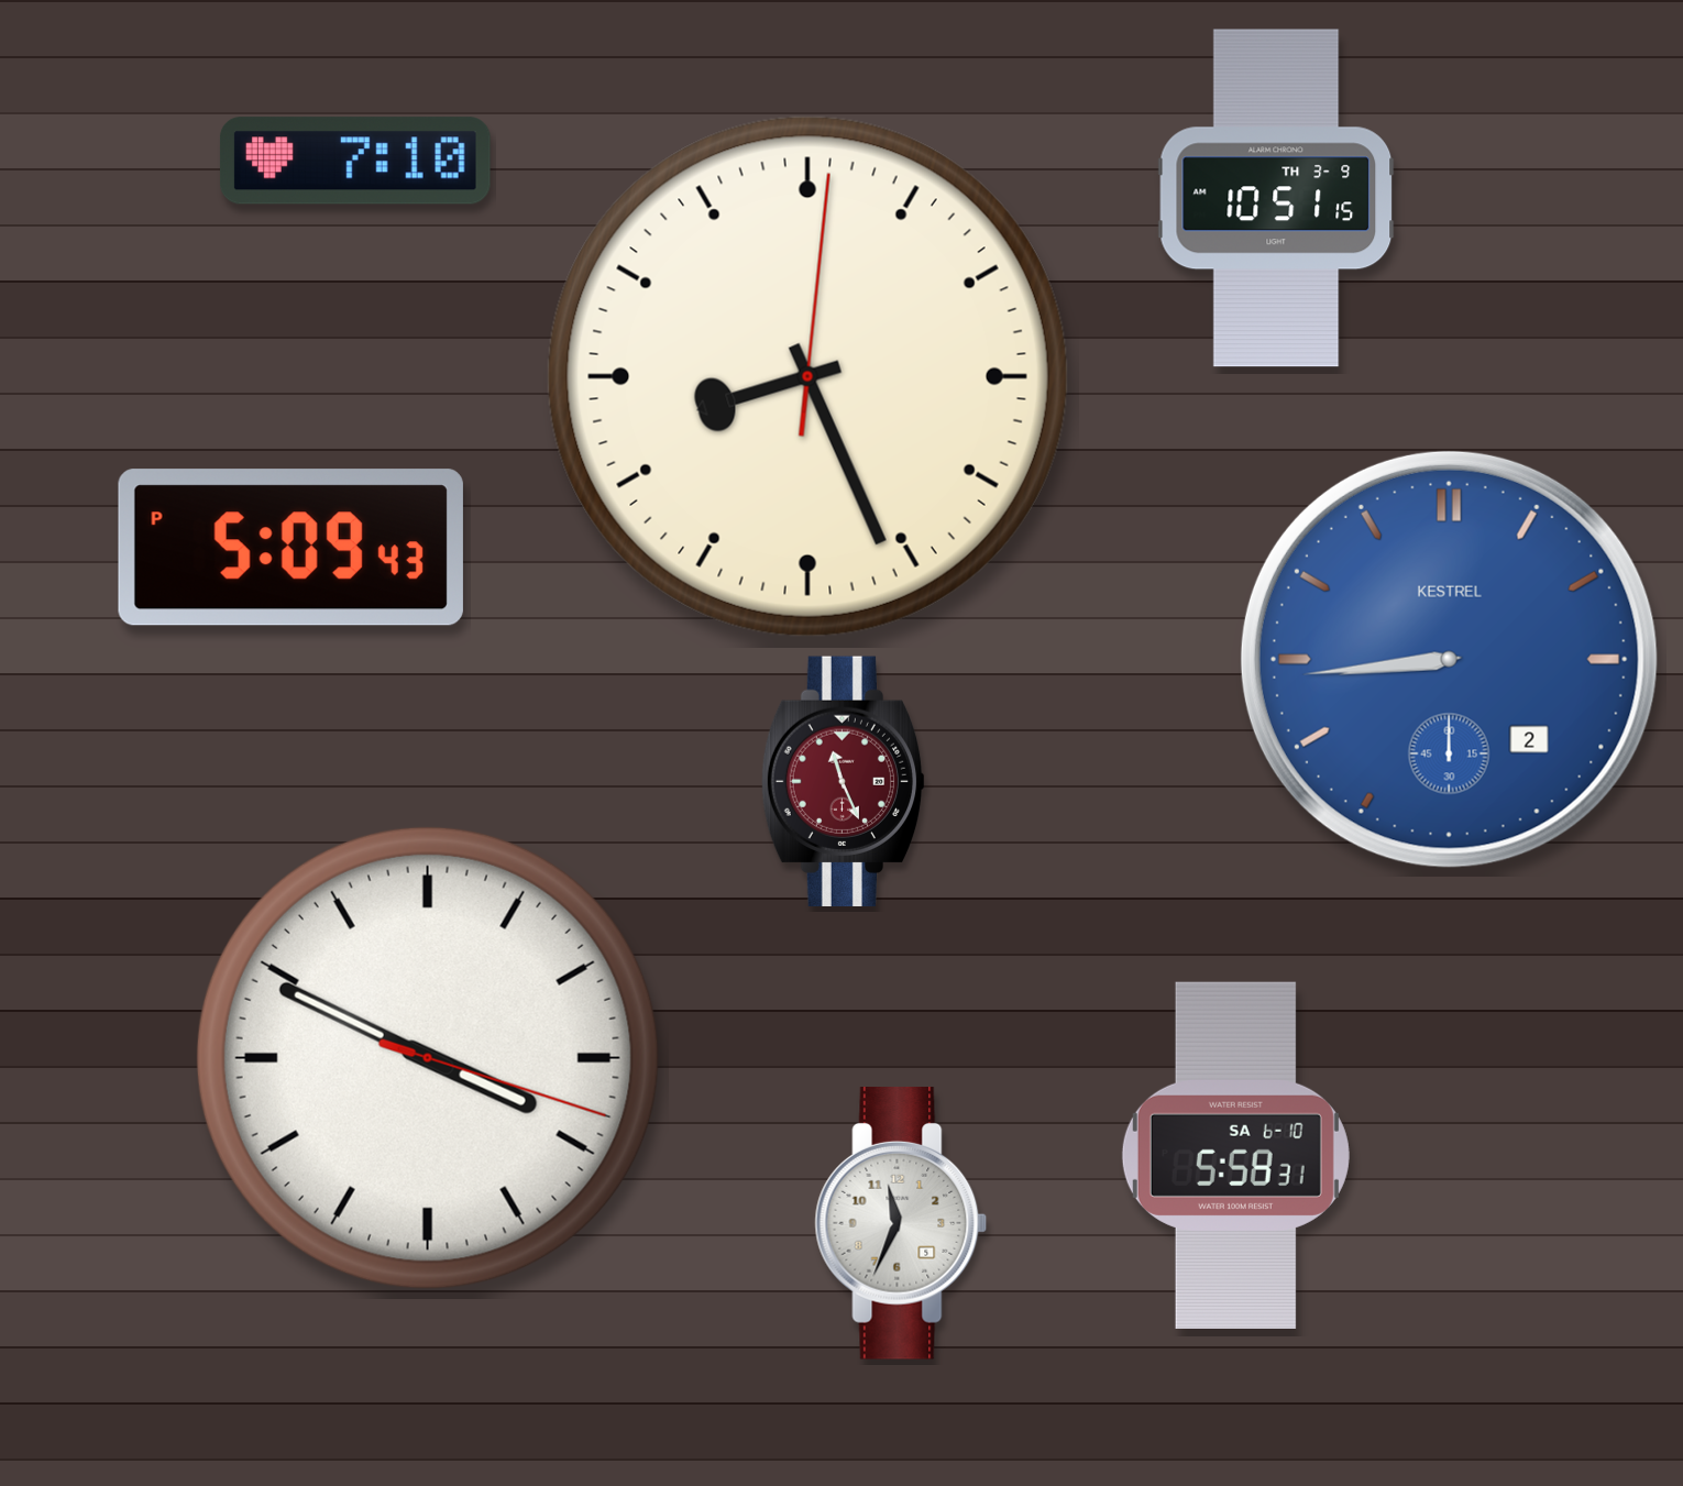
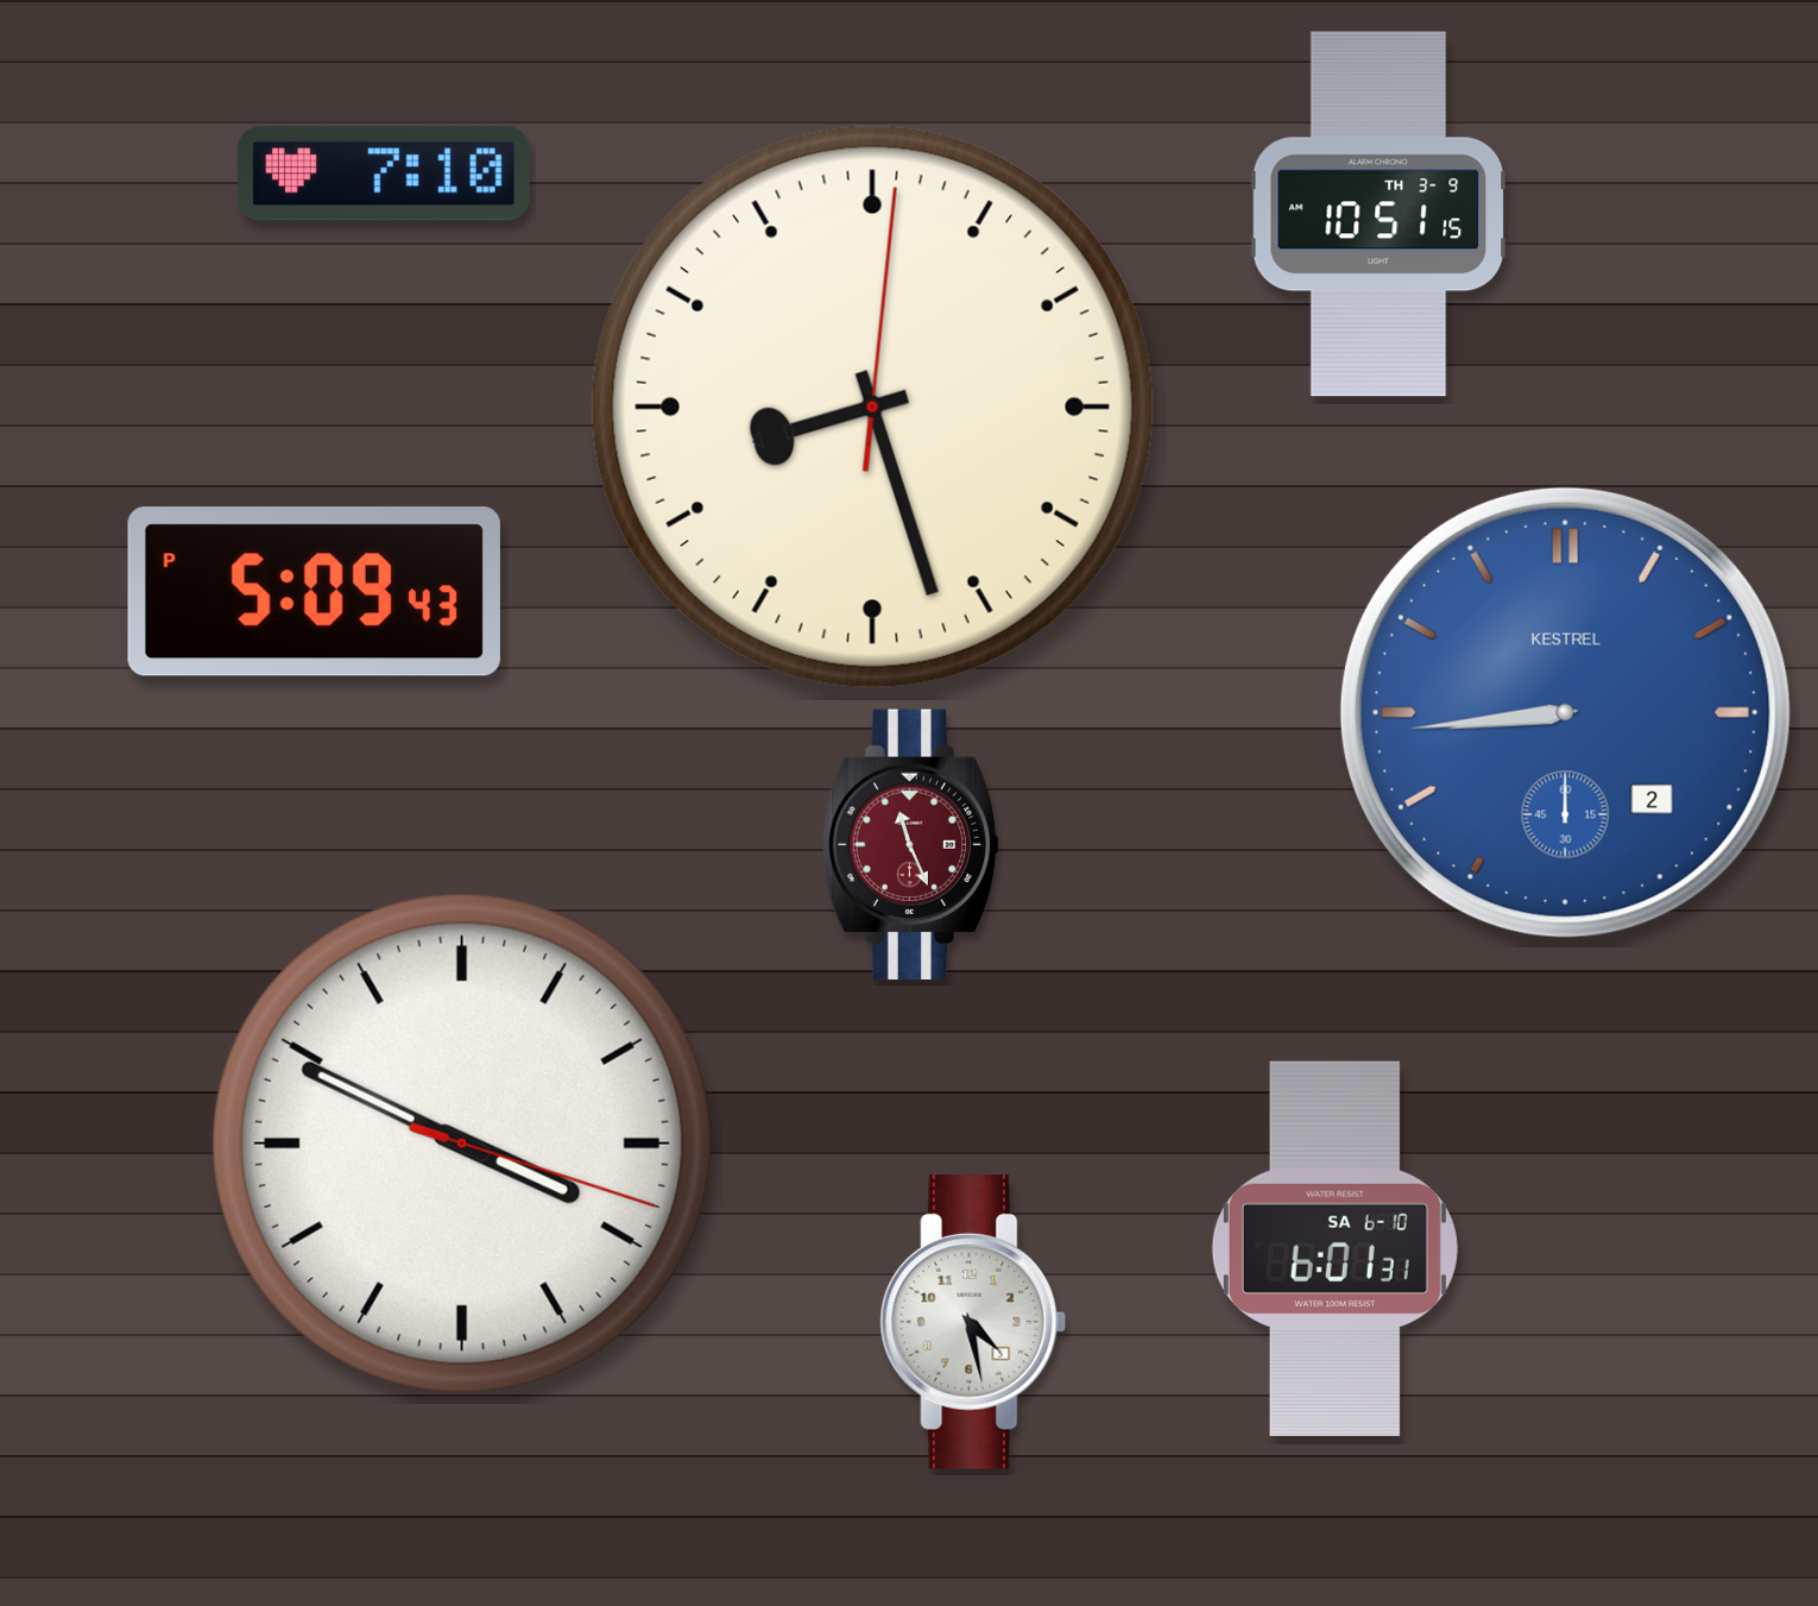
clock at (807, 376): 8:26 -> 8:27
clock at (1235, 1155): 5:58 -> 6:01
clock at (901, 1224): 11:34 -> 4:28
